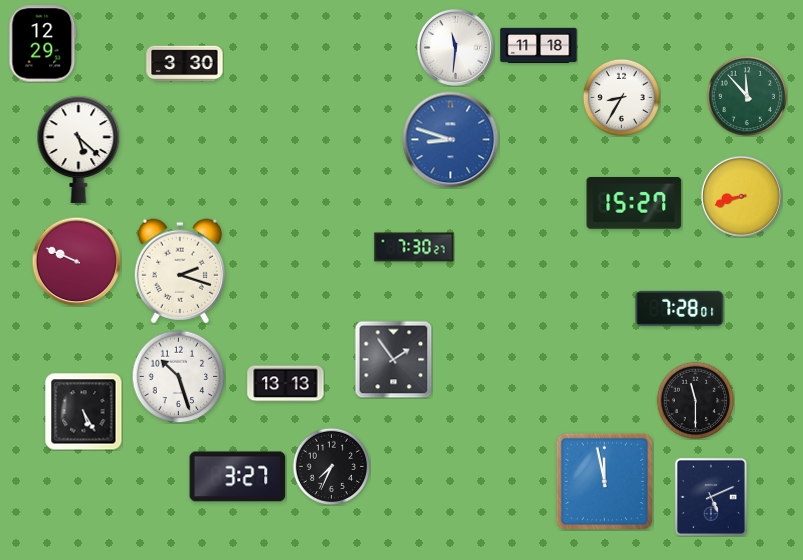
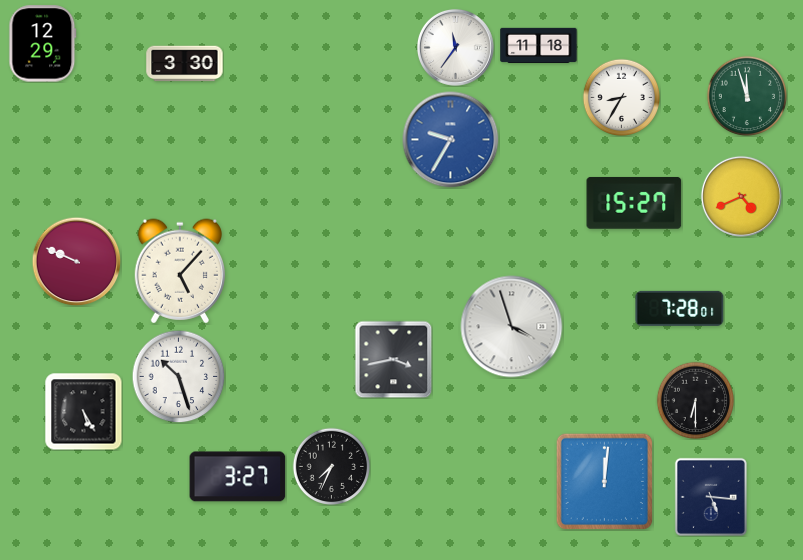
clock at (455, 47): 11:31 -> 11:36
clock at (747, 96): 11:53 -> 11:57
clock at (451, 140): 8:48 -> 9:35
clock at (79, 149): 5:22 -> none
clock at (741, 196): 8:42 -> 4:41
clock at (414, 247): 7:30 -> none
clock at (179, 271): 2:18 -> 5:07
clock at (512, 327): none -> 3:57
clock at (393, 359): 1:54 -> 3:43
clock at (286, 384): 13:13 -> none
clock at (695, 400): 11:30 -> 6:30
clock at (604, 481): 11:58 -> 12:01
clock at (711, 497): 5:11 -> 5:16
